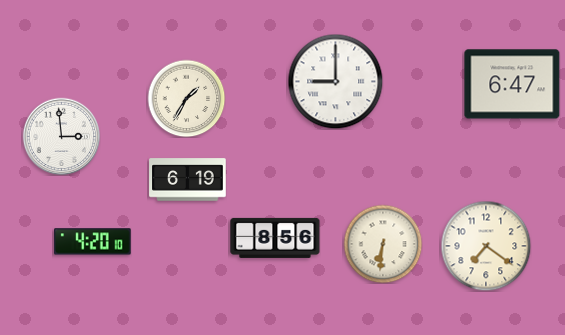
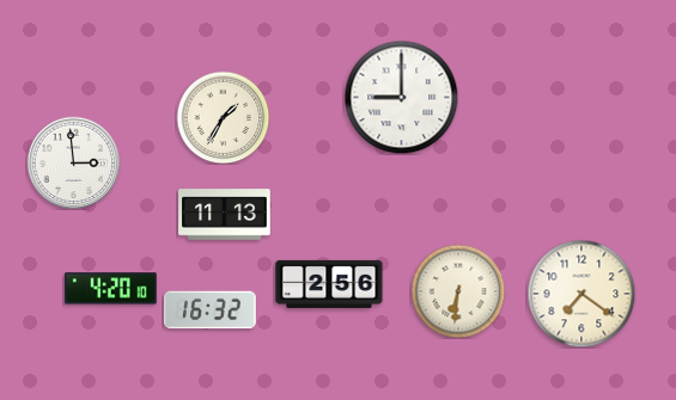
clock at (512, 84): 6:47 -> none
clock at (188, 180): 6:19 -> 11:13
clock at (275, 238): 8:56 -> 2:56
clock at (211, 310): none -> 16:32
